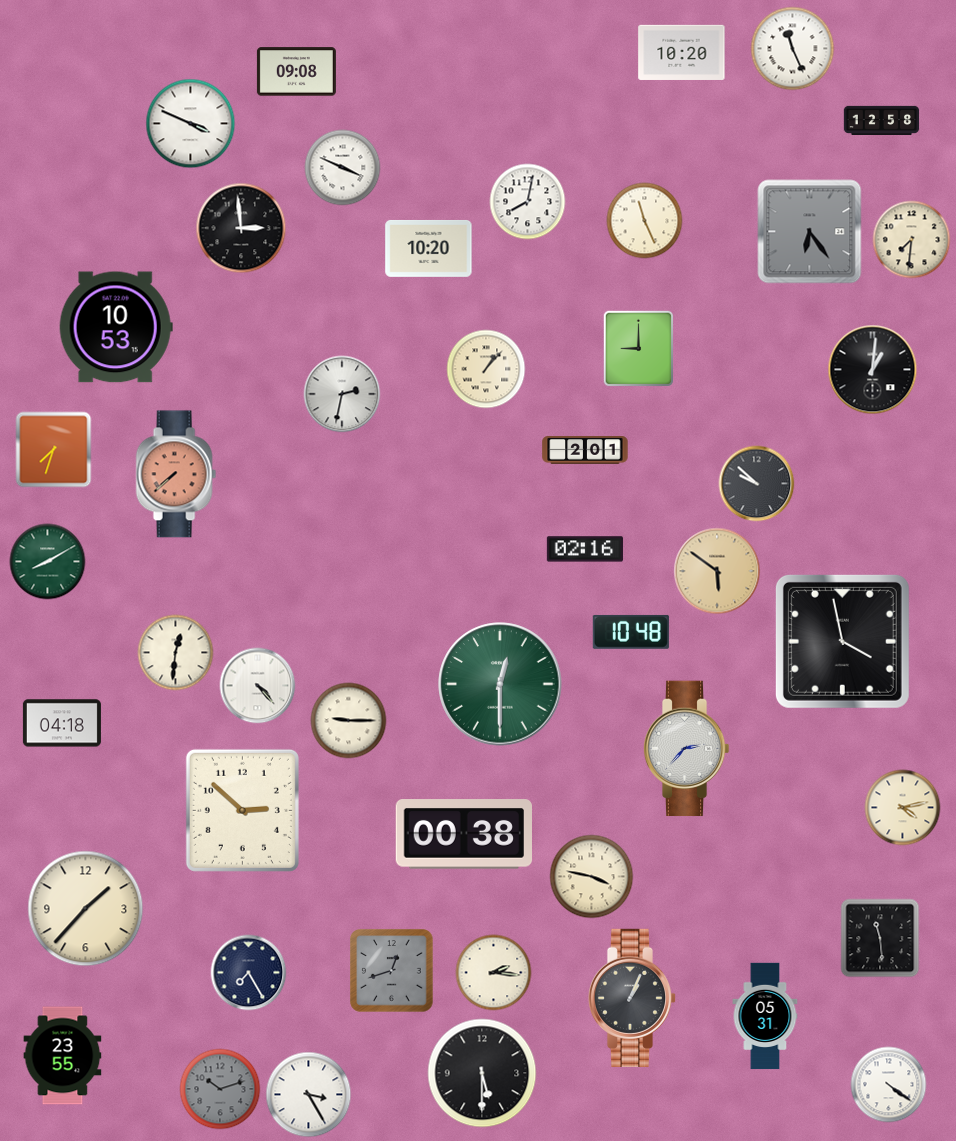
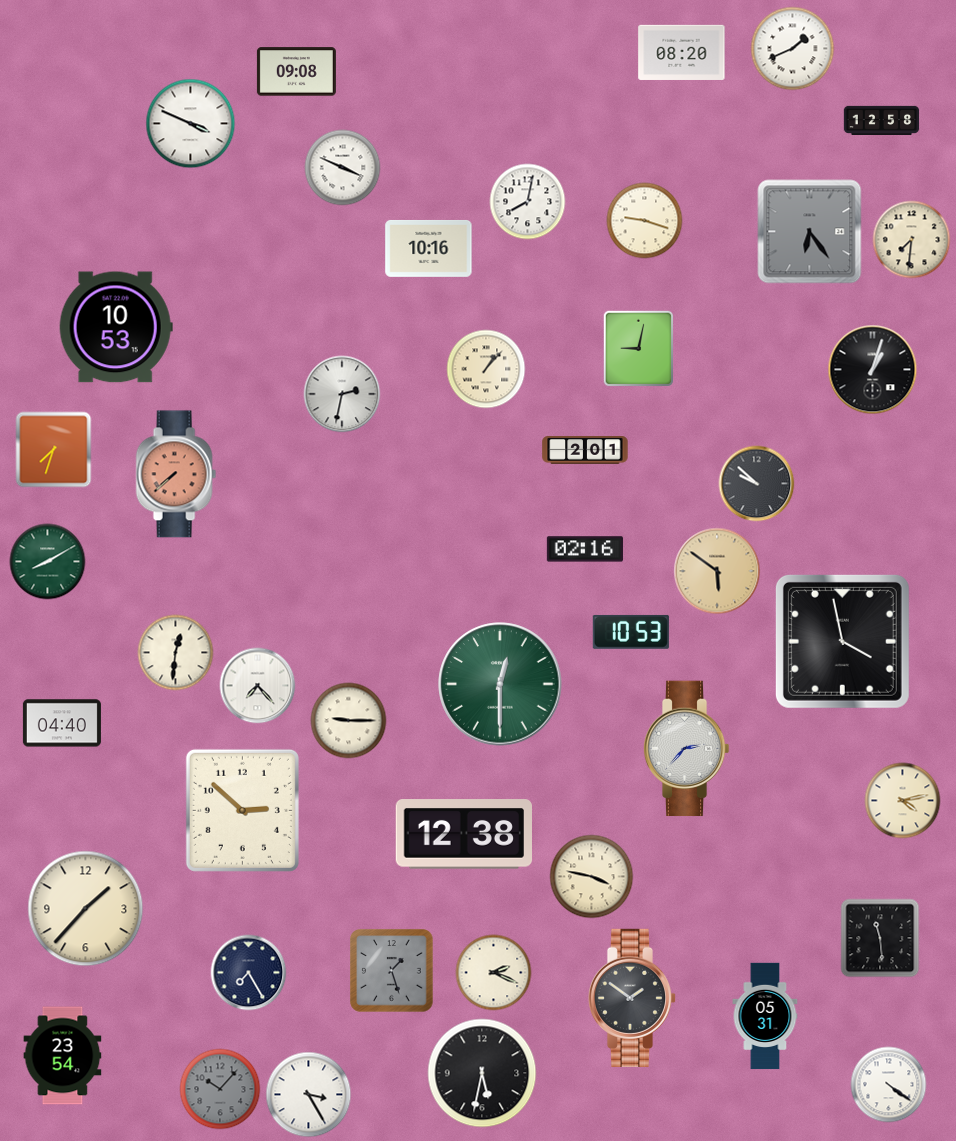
clock at (793, 49): 11:26 -> 1:41
clock at (682, 52): 10:20 -> 08:20
clock at (645, 221): 11:26 -> 9:18
clock at (241, 228): 2:59 -> none
clock at (429, 248): 10:20 -> 10:16
clock at (639, 349): 9:00 -> 9:02
clock at (873, 370): 1:01 -> 1:03
clock at (631, 632): 10:48 -> 10:53
clock at (258, 686): 4:23 -> 7:23
clock at (62, 723): 04:18 -> 04:40
clock at (903, 808) position: (903, 808) -> (903, 801)
clock at (463, 834): 00:38 -> 12:38
clock at (392, 971): 12:42 -> 1:27
clock at (494, 973): 2:16 -> 2:19
clock at (632, 998): 1:04 -> 1:51
clock at (63, 1056): 23:55 -> 23:54
clock at (482, 1073): 5:30 -> 5:32
clock at (220, 1089): 10:12 -> 10:07
